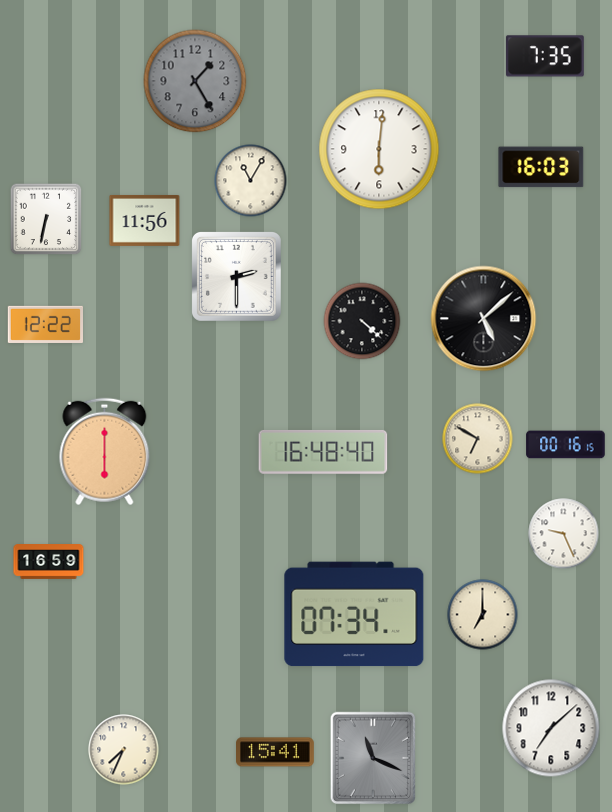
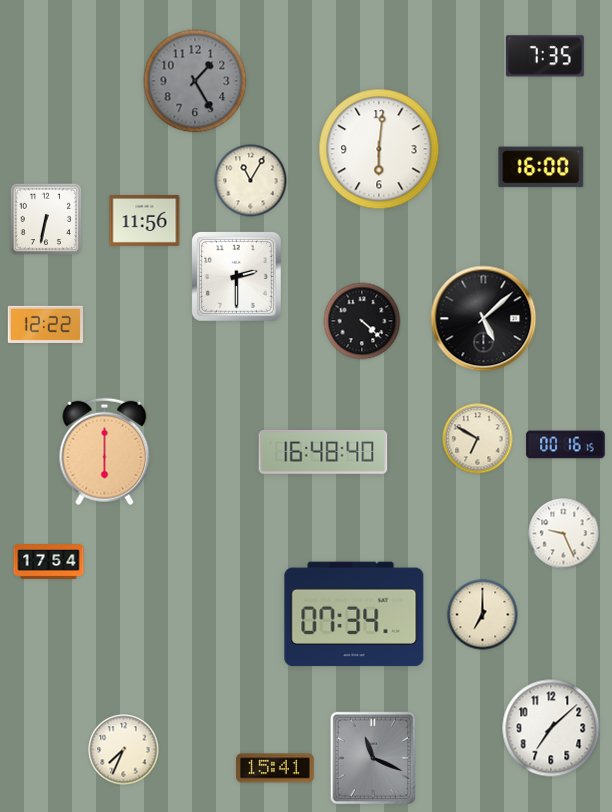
clock at (541, 167): 16:03 -> 16:00
clock at (49, 562): 16:59 -> 17:54
clock at (276, 752) position: (276, 752) -> (276, 768)
